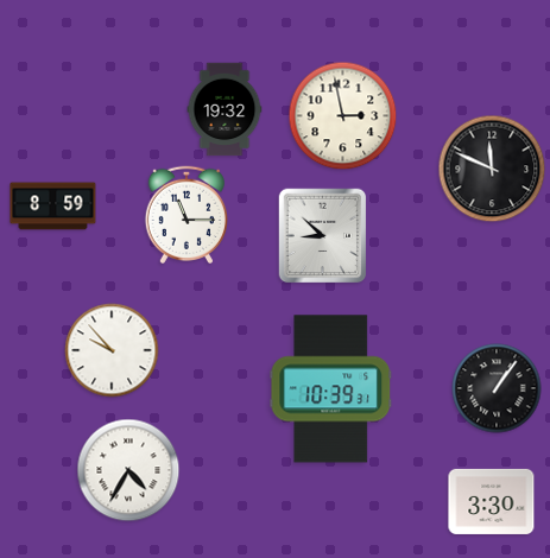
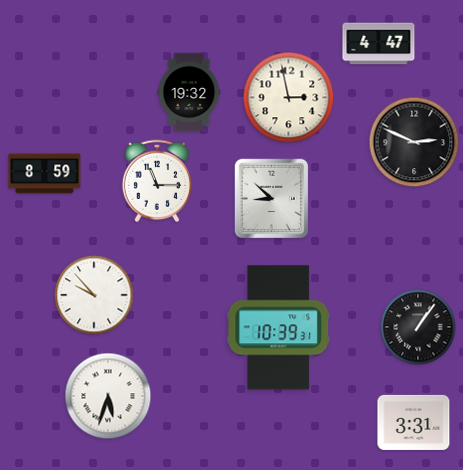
clock at (379, 44): none -> 4:47
clock at (492, 169): 11:49 -> 2:49
clock at (128, 470): 4:35 -> 5:33
clock at (492, 501): 3:30 -> 3:31
